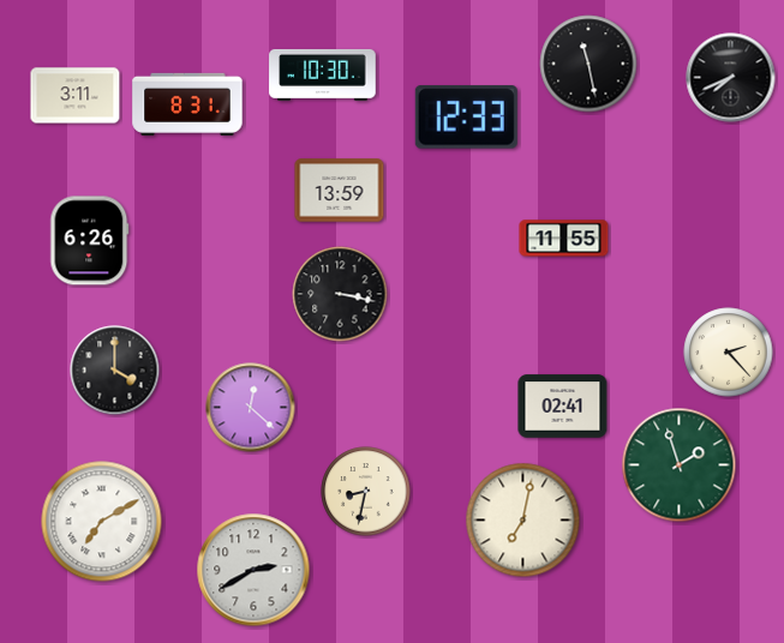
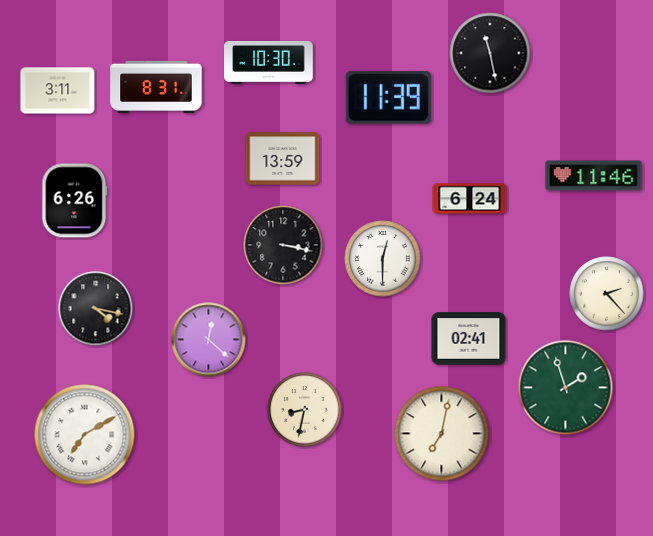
clock at (731, 78): 7:41 -> none
clock at (76, 96) position: (76, 96) -> (58, 91)
clock at (466, 118): 12:33 -> 11:39
clock at (594, 176): none -> 11:46
clock at (564, 239): 11:55 -> 6:24
clock at (383, 259): none -> 12:30
clock at (115, 371): 4:00 -> 4:17
clock at (523, 521) position: (523, 521) -> (442, 434)
clock at (253, 570): 2:40 -> none
